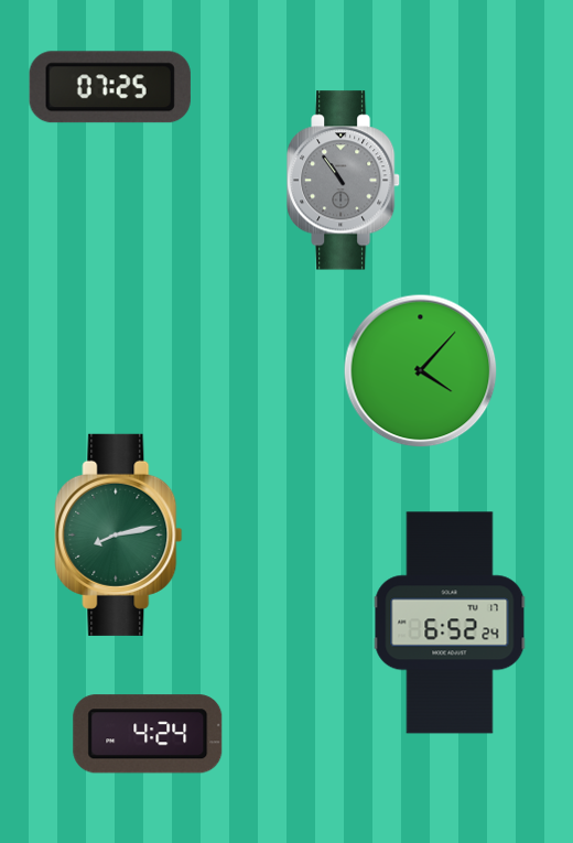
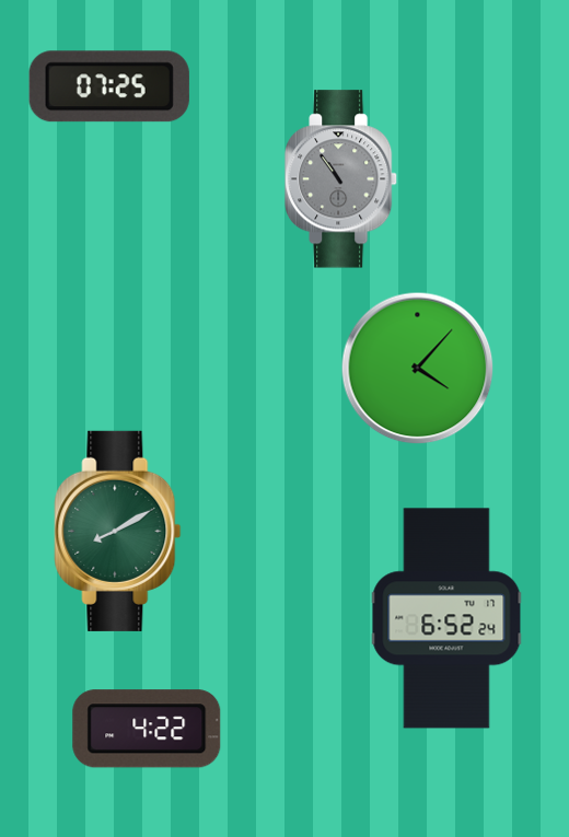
clock at (119, 534): 8:13 -> 8:10
clock at (148, 734): 4:24 -> 4:22
